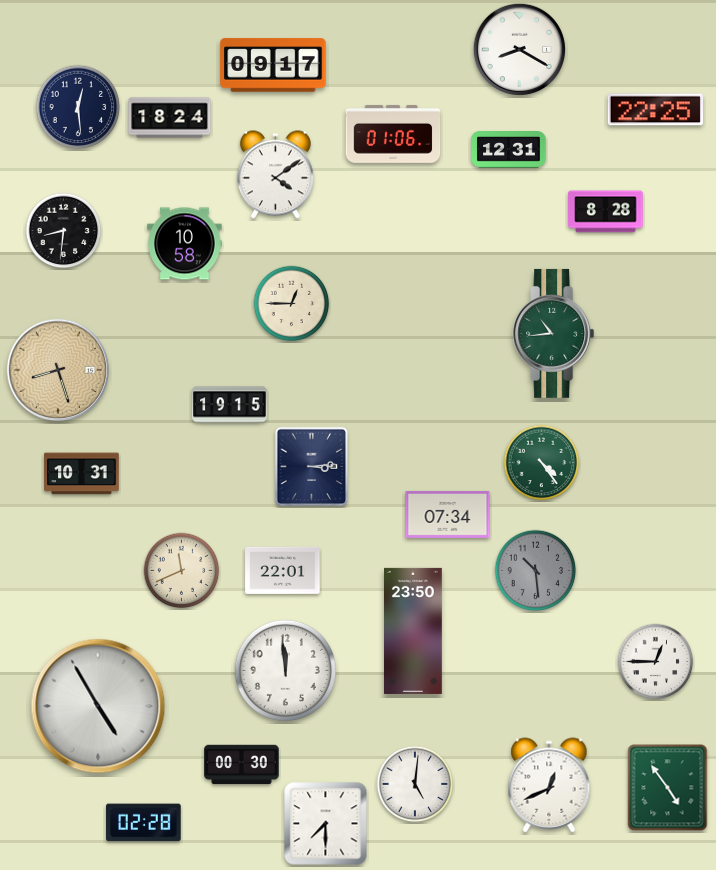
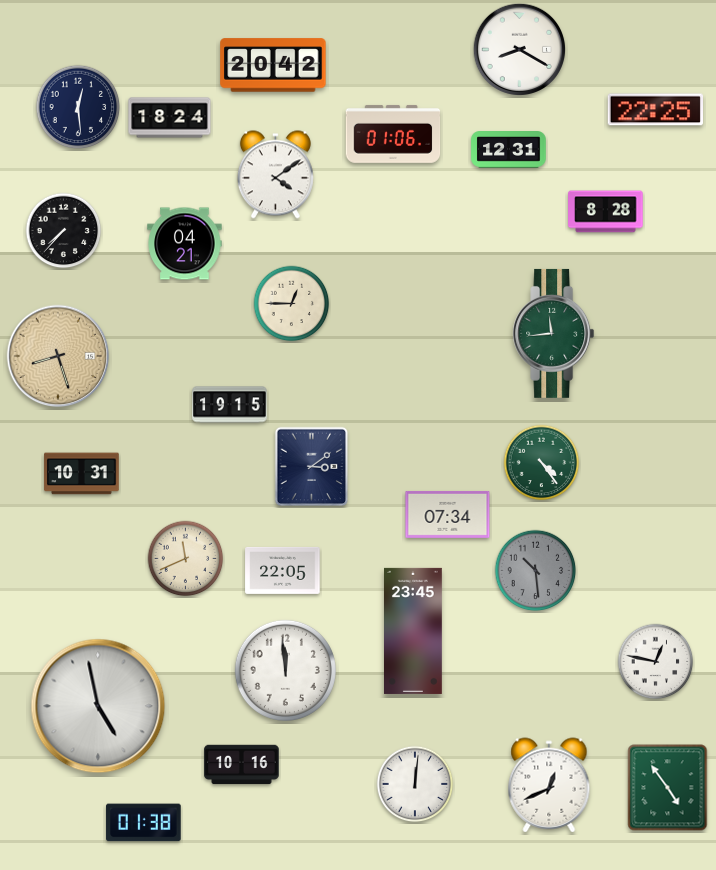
clock at (273, 65): 09:17 -> 20:42
clock at (64, 231): 8:31 -> 7:37
clock at (185, 244): 10:58 -> 04:21
clock at (554, 333): 10:44 -> 11:44
clock at (58, 370) position: (58, 370) -> (58, 356)
clock at (312, 467): 3:14 -> 3:09
clock at (283, 570): 22:01 -> 22:05
clock at (182, 571) position: (182, 571) -> (186, 559)
clock at (414, 631): 23:50 -> 23:45
clock at (656, 662): 12:45 -> 12:47
clock at (98, 706): 4:55 -> 4:58
clock at (242, 765): 00:30 -> 10:16
clock at (415, 784): 5:01 -> 12:01
clock at (144, 823): 02:28 -> 01:38
clock at (326, 824): 7:30 -> none
